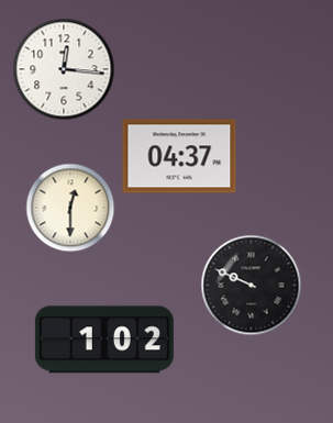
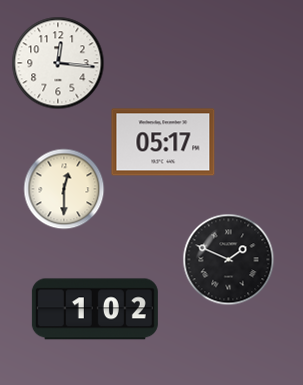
clock at (179, 156): 04:37 -> 05:17
clock at (251, 285): 9:49 -> 1:49
